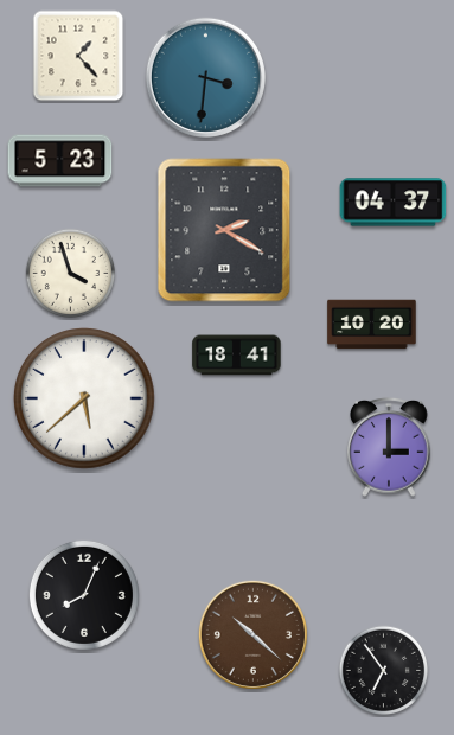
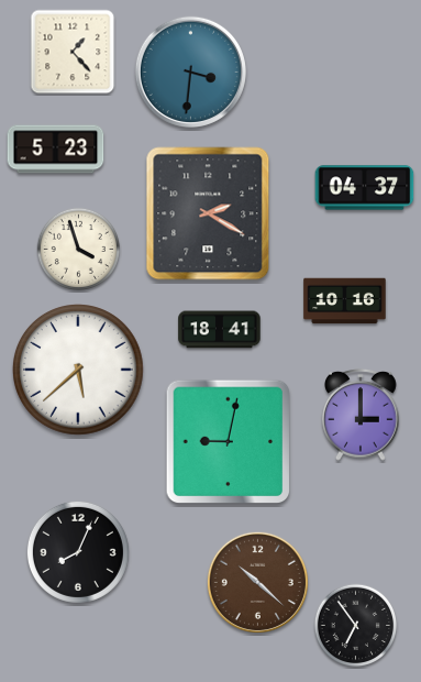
clock at (71, 274) position: (71, 274) -> (79, 250)
clock at (372, 325): 10:20 -> 10:16
clock at (229, 442): none -> 9:02
clock at (252, 634) position: (252, 634) -> (257, 582)
clock at (384, 671) position: (384, 671) -> (356, 626)
